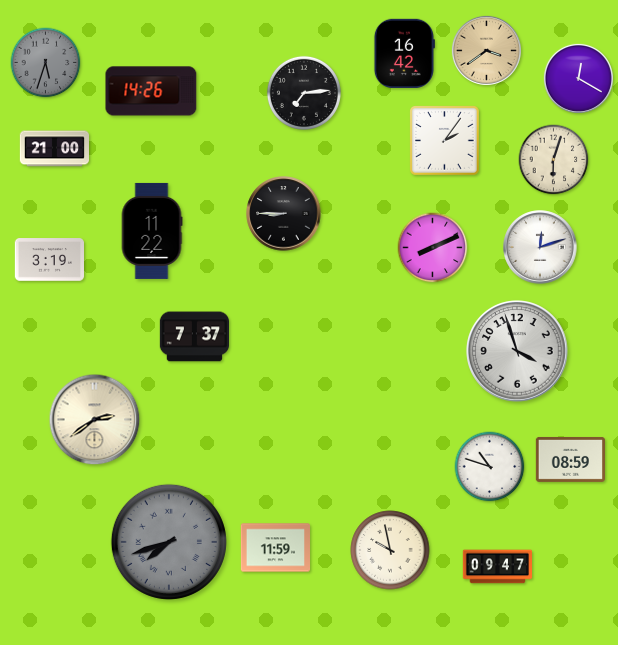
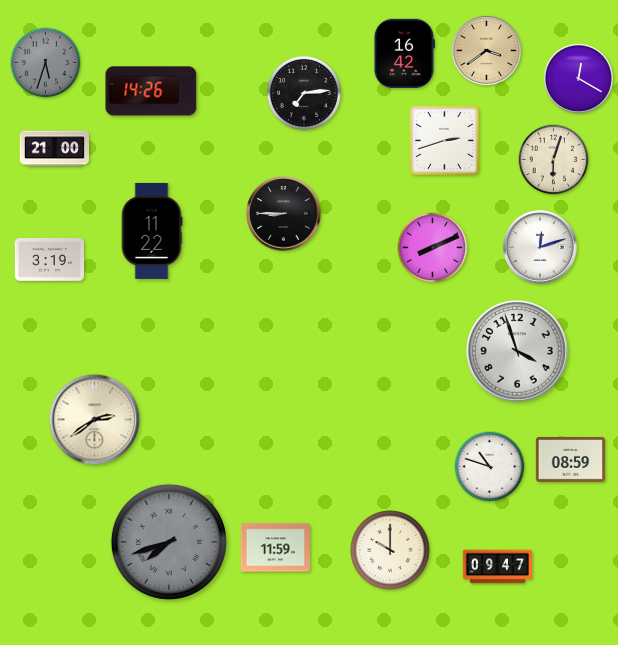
clock at (445, 141): 2:06 -> 2:42
clock at (194, 337): 7:37 -> none
clock at (390, 550): 9:58 -> 10:00
